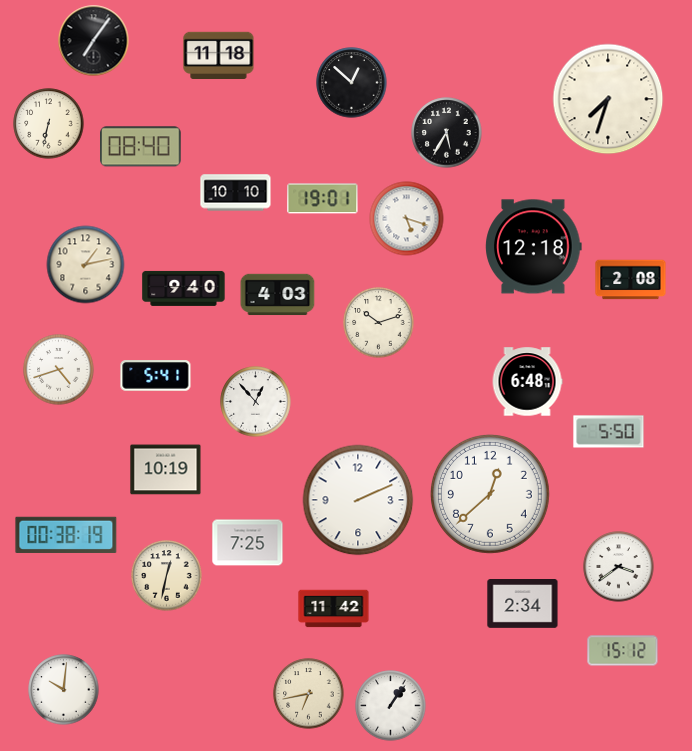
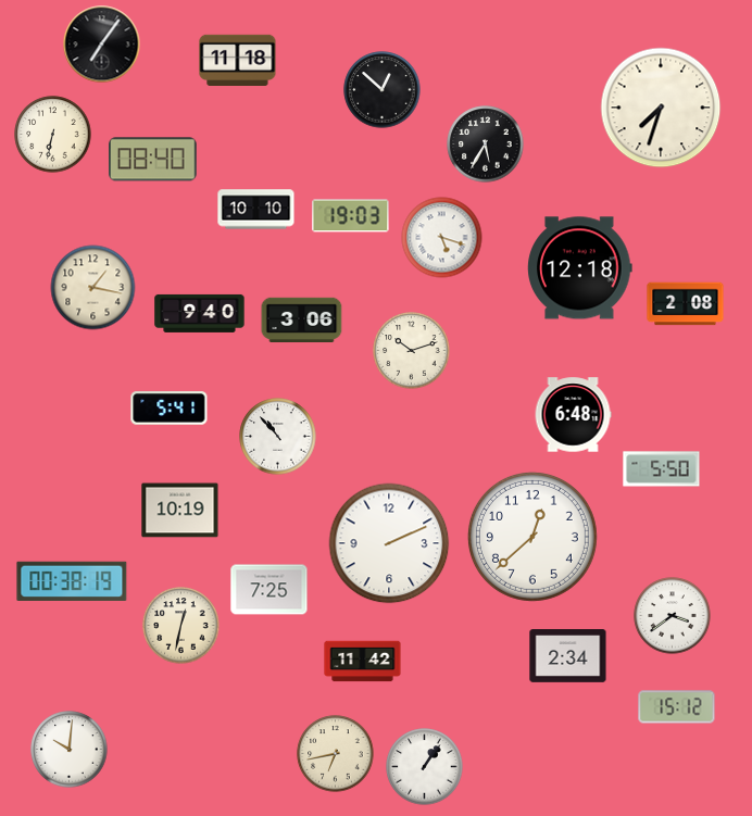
clock at (323, 199): 19:01 -> 19:03
clock at (86, 265): 1:13 -> 1:17
clock at (278, 295): 4:03 -> 3:06
clock at (59, 370): 4:42 -> none
clock at (256, 402): 12:53 -> 10:53
